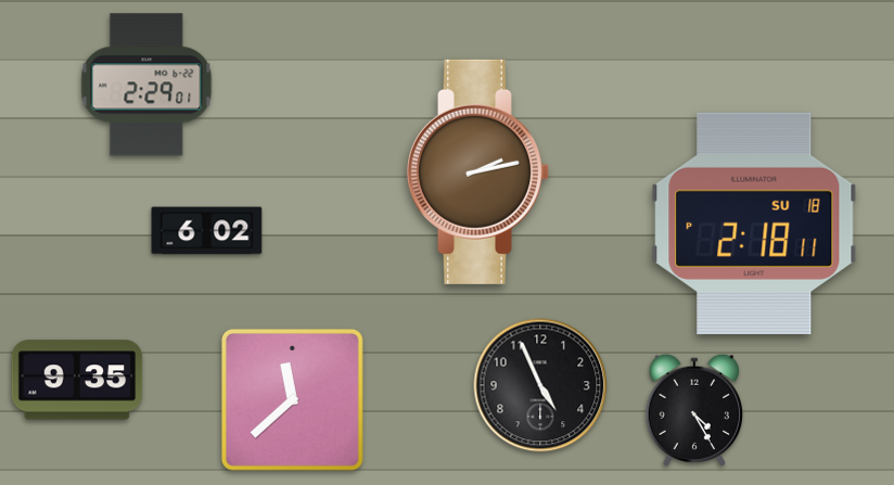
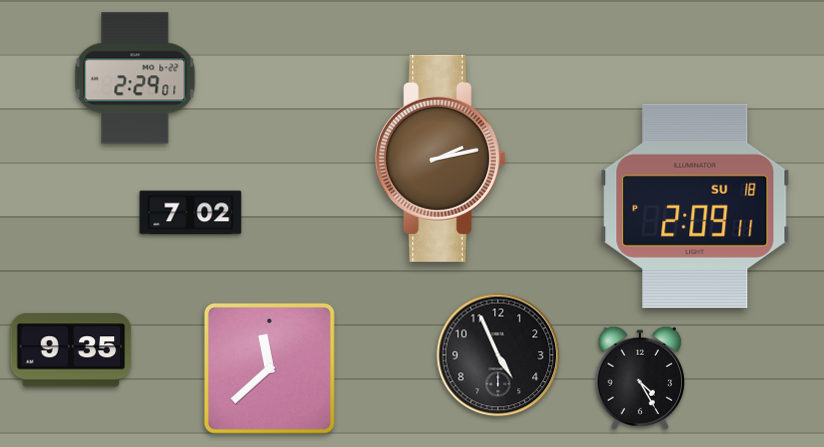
clock at (754, 224): 2:18 -> 2:09
clock at (207, 231): 6:02 -> 7:02
